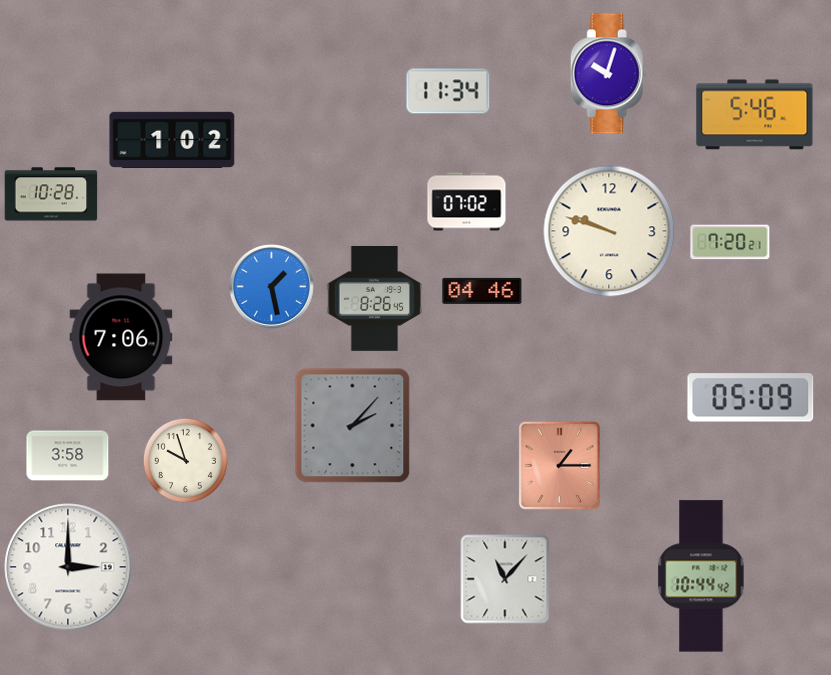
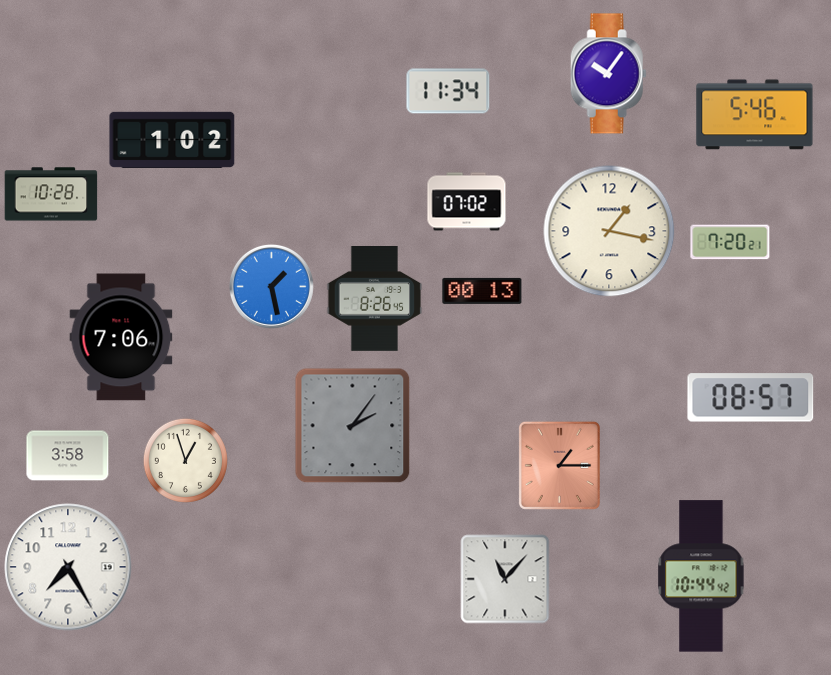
clock at (608, 74): 10:03 -> 10:06
clock at (609, 231): 9:48 -> 1:17
clock at (482, 291): 04:46 -> 00:13
clock at (751, 398): 05:09 -> 08:57
clock at (353, 426): 2:07 -> 2:06
clock at (185, 460): 9:57 -> 12:57
clock at (68, 567): 3:00 -> 7:25
